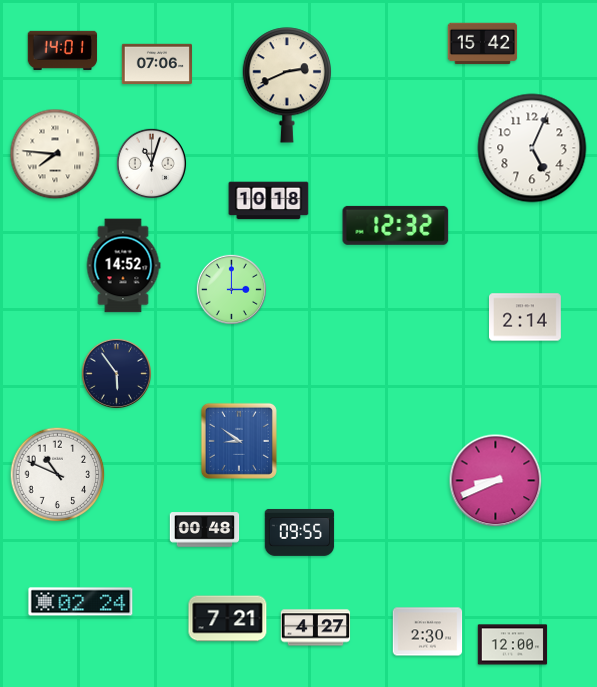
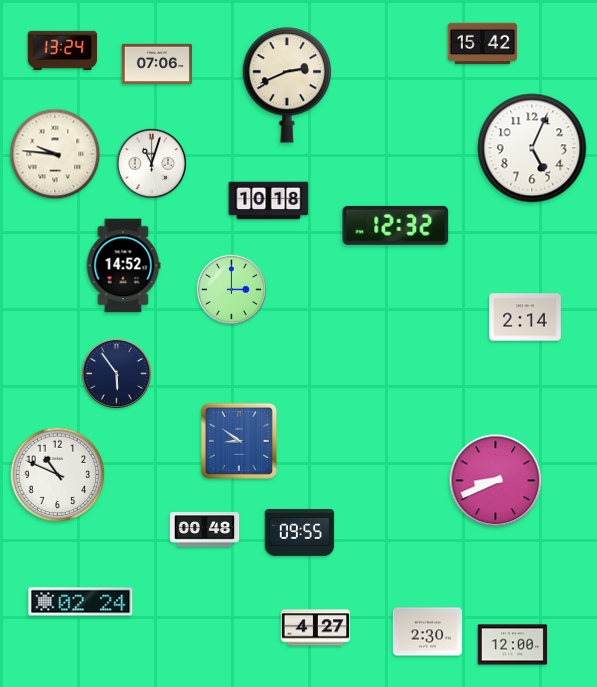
clock at (63, 50): 14:01 -> 13:24
clock at (55, 154): 7:46 -> 9:46
clock at (228, 619): 7:21 -> none
